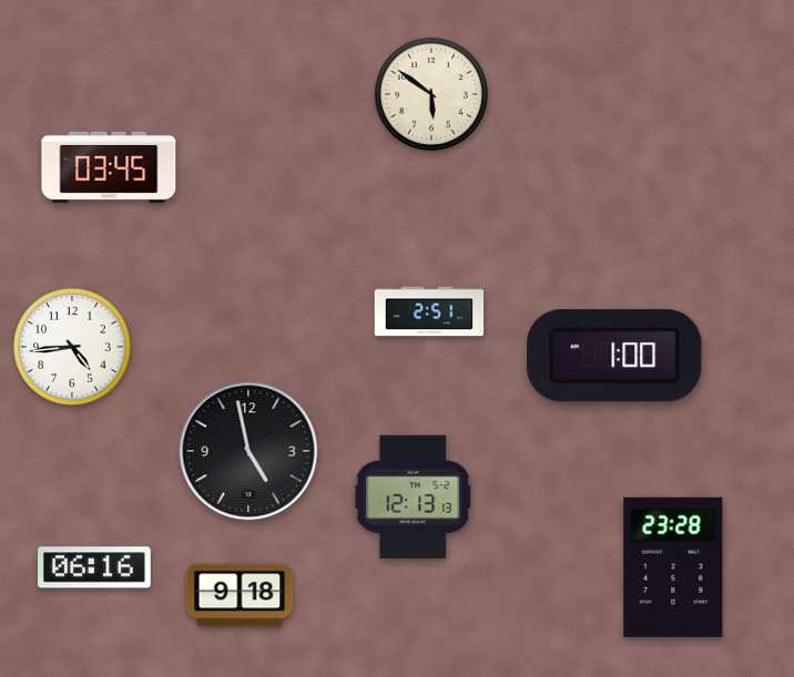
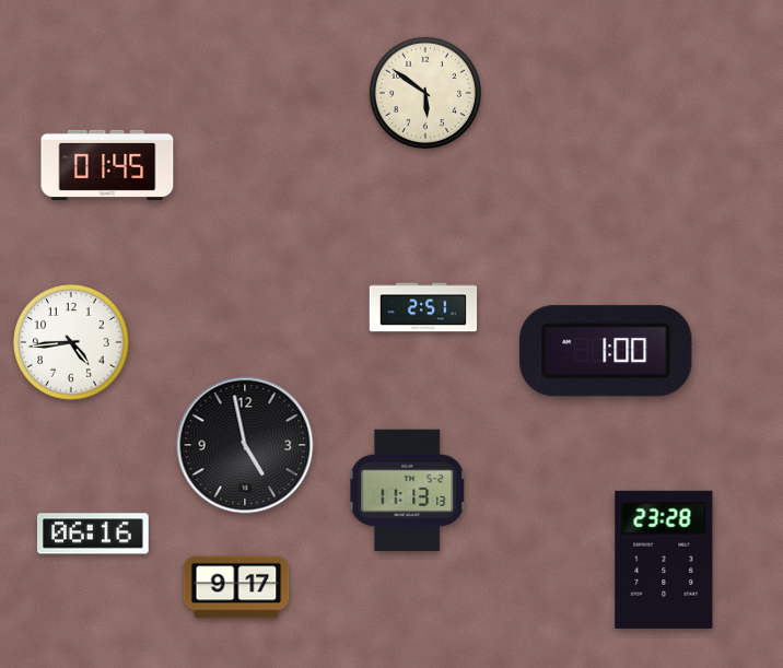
clock at (109, 167): 03:45 -> 01:45
clock at (414, 498): 12:13 -> 11:13
clock at (95, 567) position: (95, 567) -> (94, 534)
clock at (240, 595): 9:18 -> 9:17
